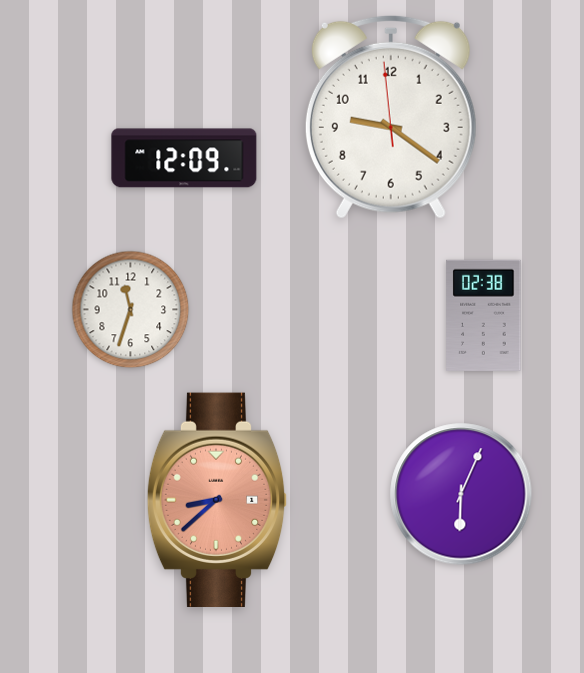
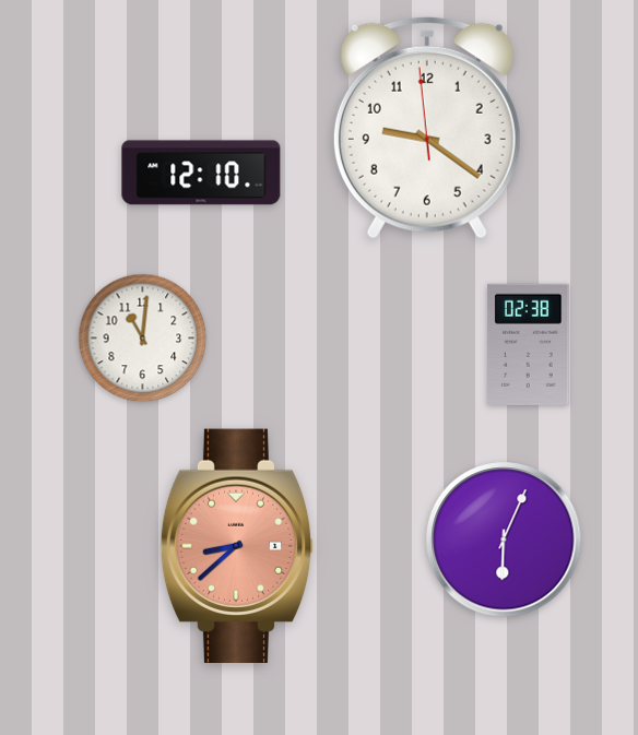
clock at (184, 158): 12:09 -> 12:10
clock at (131, 310): 11:33 -> 11:01
